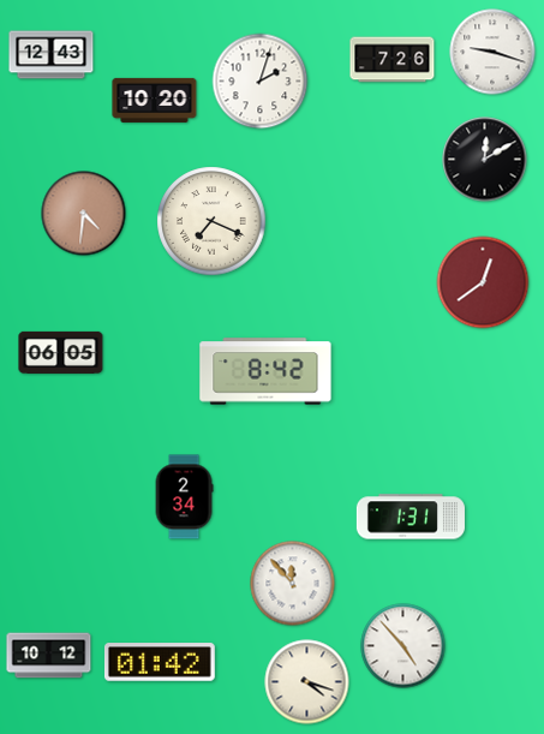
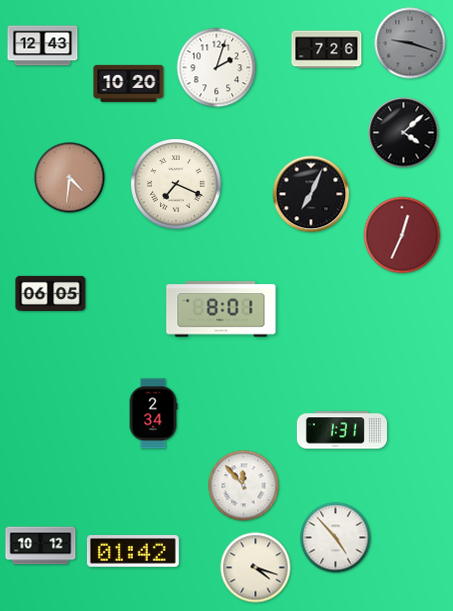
clock at (492, 52) dial: white -> grey
clock at (485, 160): 12:10 -> 4:08
clock at (311, 194): none -> 7:04
clock at (483, 282): 12:39 -> 12:34
clock at (265, 371): 8:42 -> 8:01
